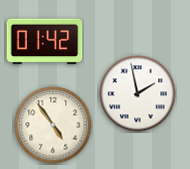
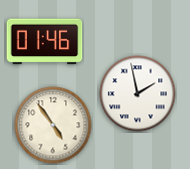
clock at (45, 42): 01:42 -> 01:46
